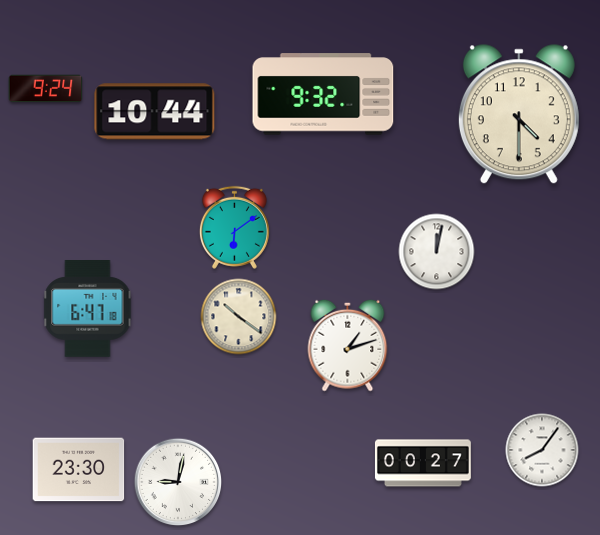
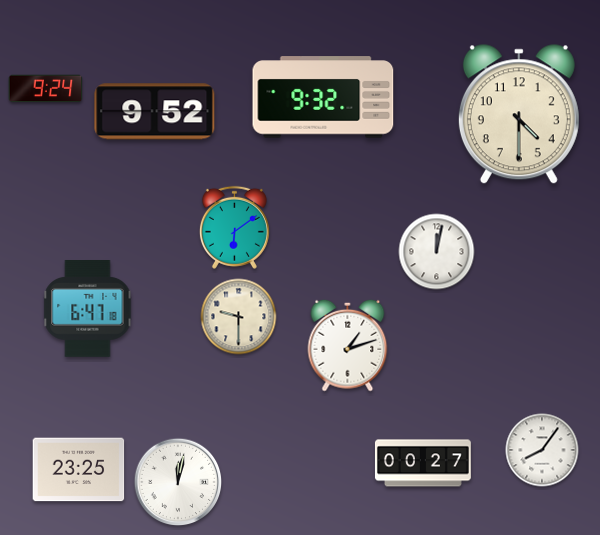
clock at (323, 94) position: (323, 94) -> (323, 97)
clock at (155, 112): 10:44 -> 9:52
clock at (239, 317): 10:21 -> 9:30
clock at (79, 470): 23:30 -> 23:25
clock at (178, 482): 9:02 -> 12:02
